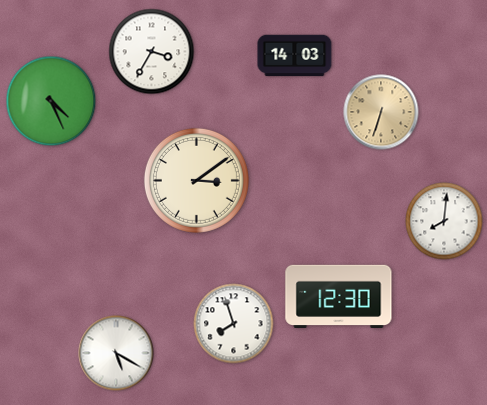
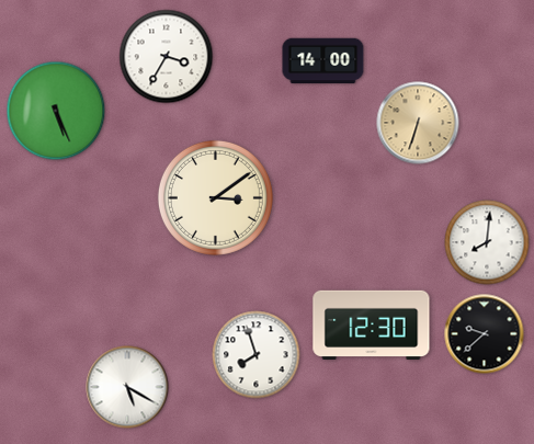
clock at (295, 56): 14:03 -> 14:00
clock at (51, 101): 4:26 -> 5:26
clock at (485, 334): none -> 9:38
